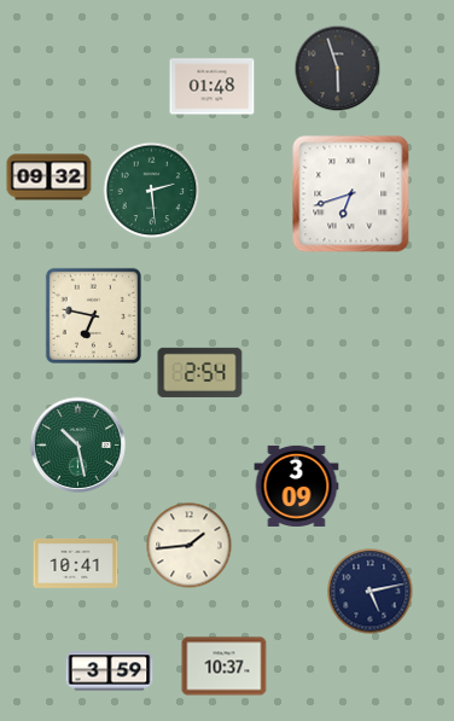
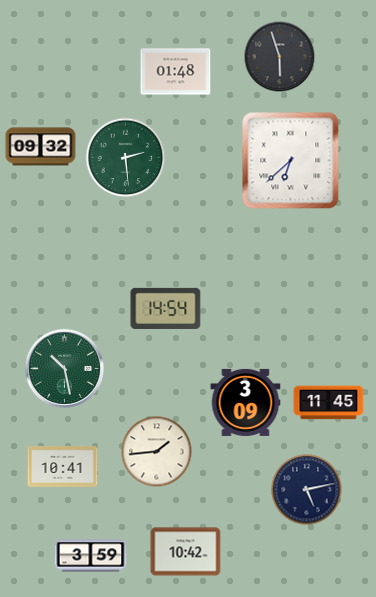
clock at (351, 194): 6:42 -> 6:38
clock at (93, 315): 6:47 -> none
clock at (200, 372): 2:54 -> 14:54
clock at (329, 403): none -> 11:45
clock at (225, 667): 10:37 -> 10:42
